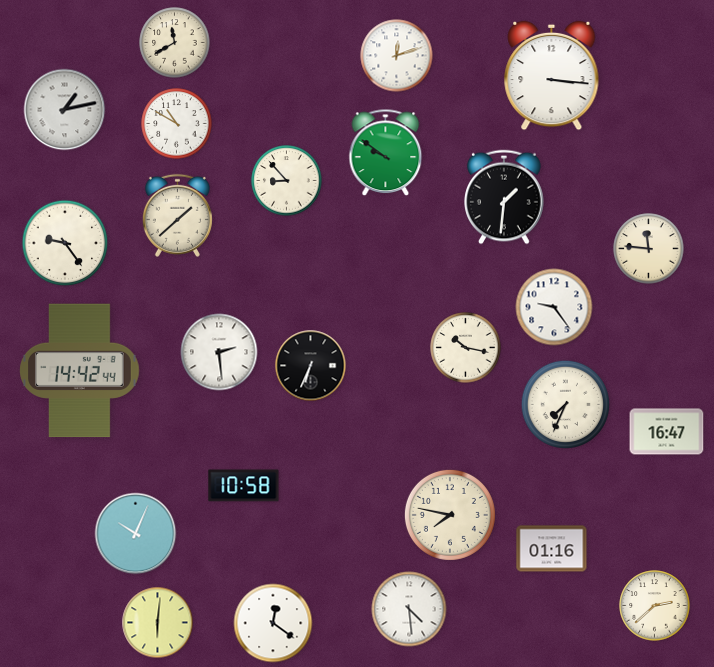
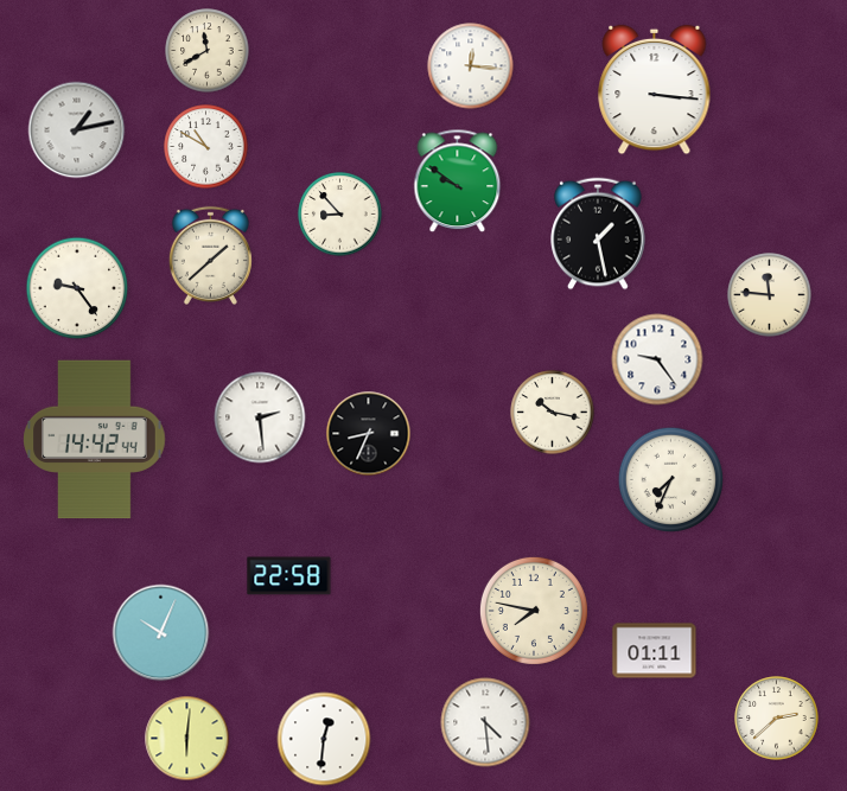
clock at (397, 56): 12:12 -> 12:16
clock at (177, 124) position: (177, 124) -> (206, 147)
clock at (504, 197): 1:31 -> 1:28
clock at (554, 307) position: (554, 307) -> (657, 359)
clock at (311, 366): 6:34 -> 8:34
clock at (667, 432): 16:47 -> none
clock at (244, 486): 10:58 -> 22:58
clock at (552, 549): 01:16 -> 01:11
clock at (273, 623): 12:21 -> 12:31
